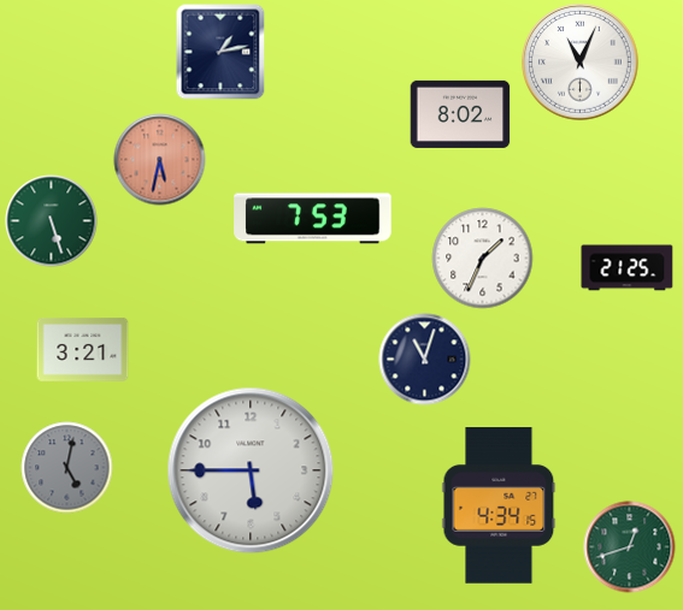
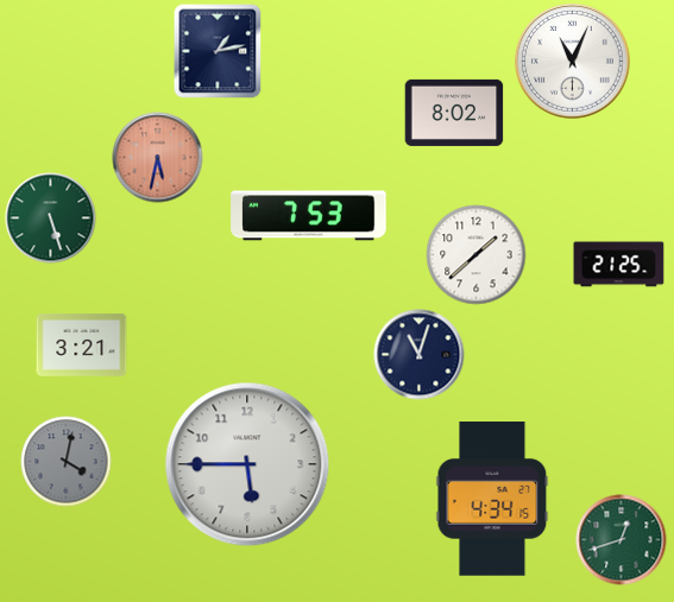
clock at (483, 259): 1:34 -> 1:38
clock at (67, 468): 5:02 -> 4:02
